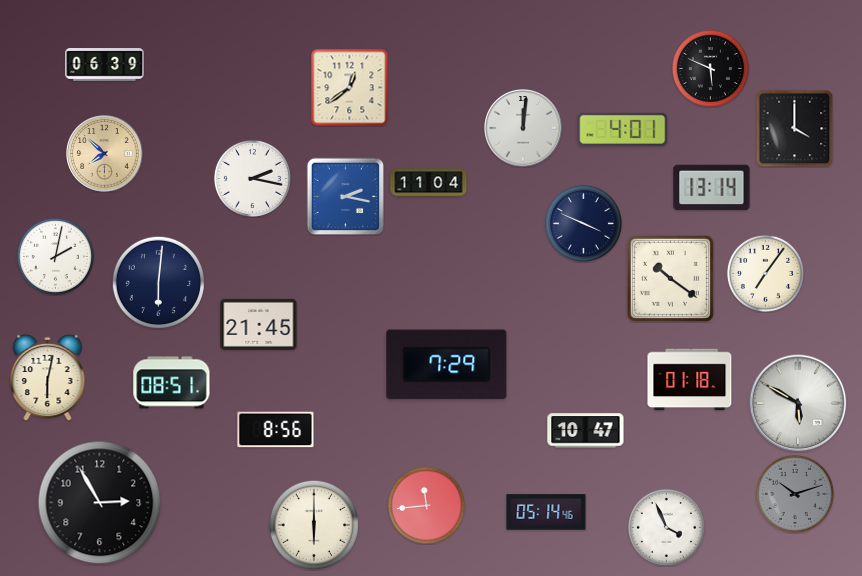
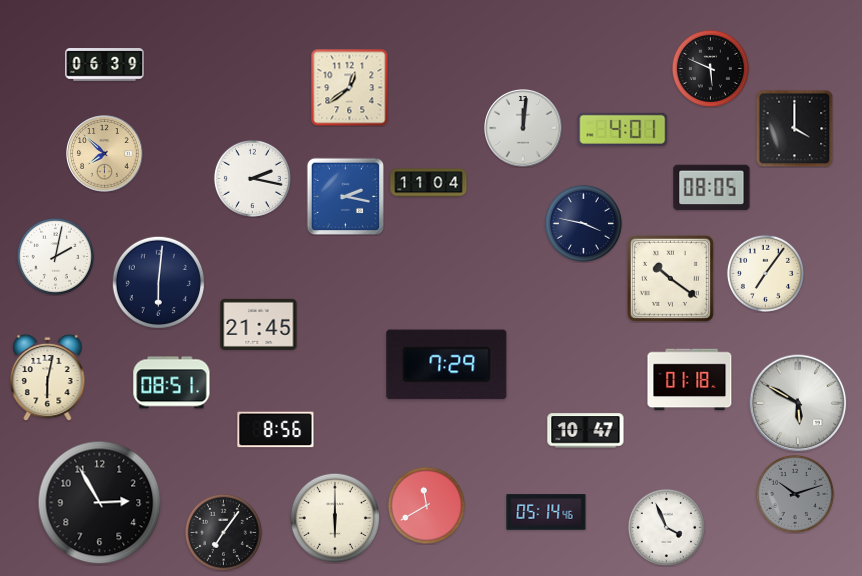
clock at (712, 188): 13:14 -> 08:05
clock at (583, 223): 3:49 -> 3:47
clock at (426, 505): 11:44 -> 11:40
clock at (313, 524) position: (313, 524) -> (334, 517)
clock at (223, 532): none -> 7:06
